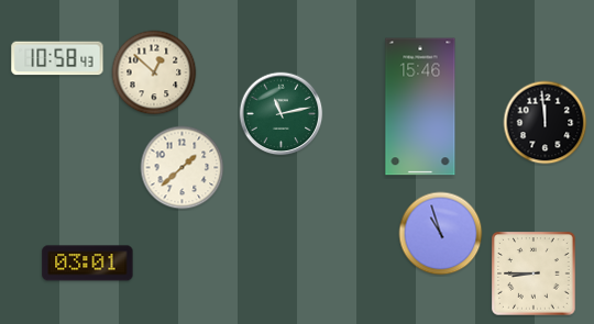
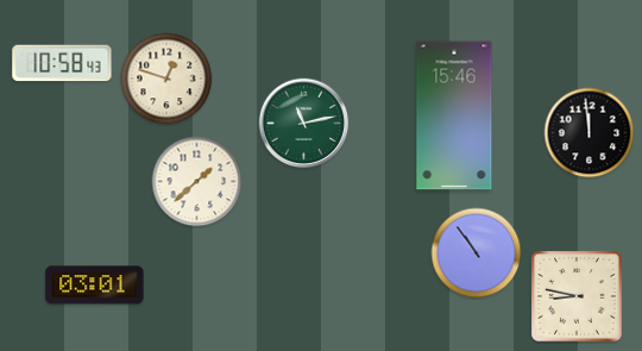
clock at (154, 72): 12:52 -> 12:48
clock at (441, 234): 10:57 -> 10:54
clock at (535, 275): 8:45 -> 8:47
